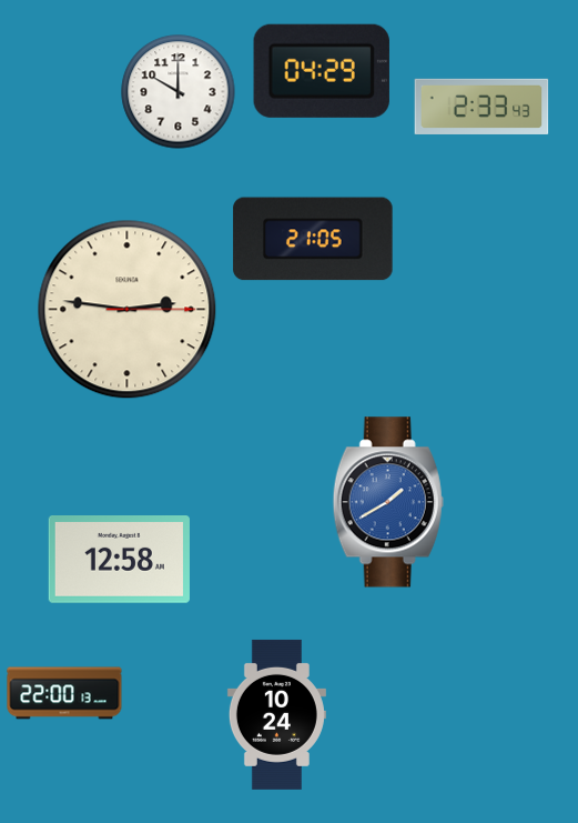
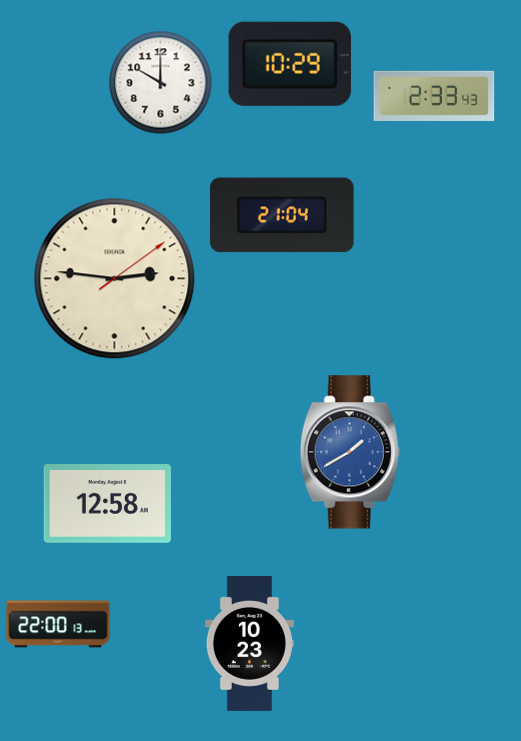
clock at (322, 71): 04:29 -> 10:29
clock at (313, 239): 21:05 -> 21:04
clock at (128, 310): 2:46:15 -> 2:46:09
clock at (276, 714): 10:24 -> 10:23
